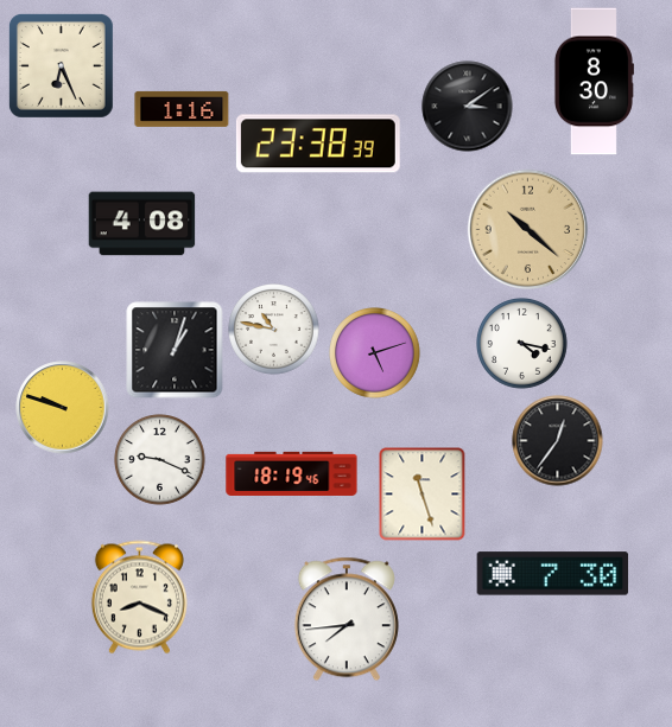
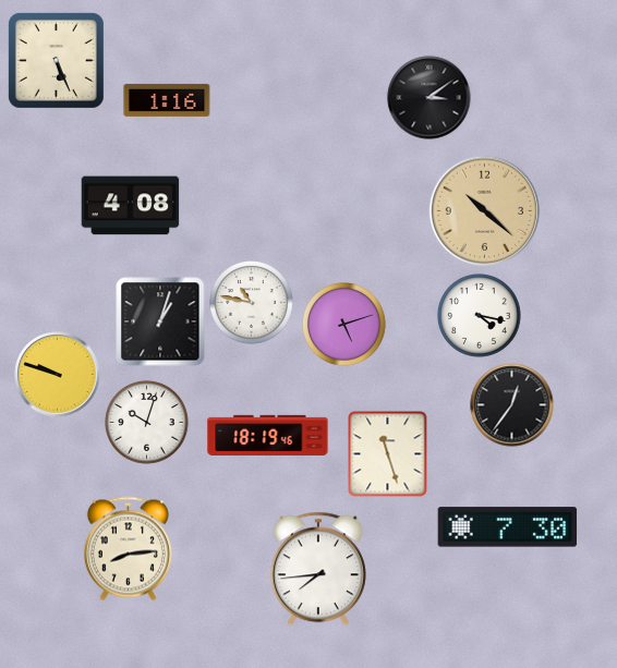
clock at (61, 65): 6:26 -> 5:26
clock at (594, 82): 8:30 -> none
clock at (318, 144): 23:38 -> none
clock at (160, 460): 9:19 -> 10:03
clock at (139, 598): 8:19 -> 8:14
